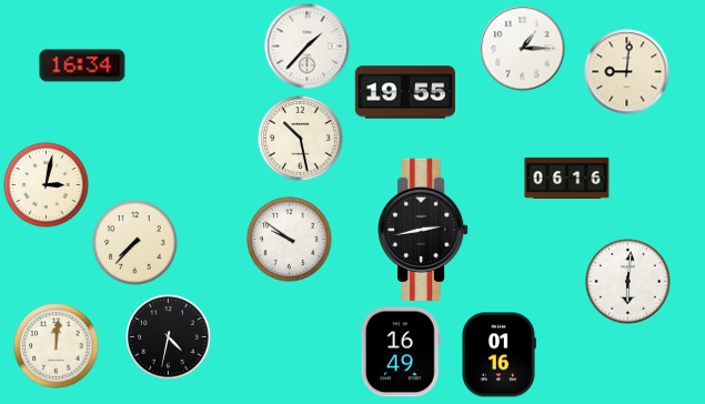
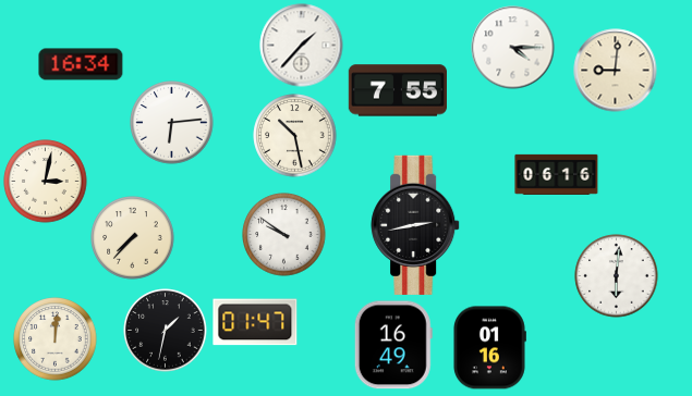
clock at (523, 49): 1:15 -> 4:15
clock at (404, 92): 19:55 -> 7:55
clock at (172, 123): none -> 6:14
clock at (255, 322): none -> 01:47
clock at (169, 337): 4:32 -> 1:32
